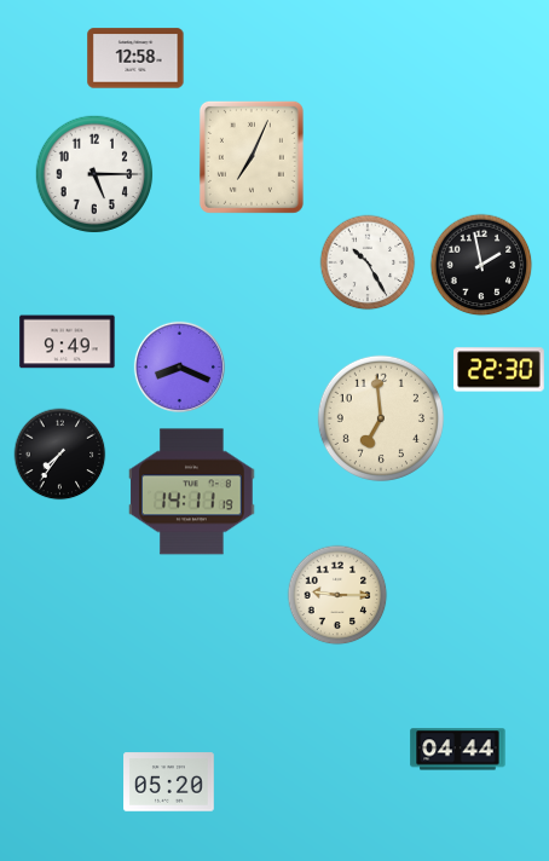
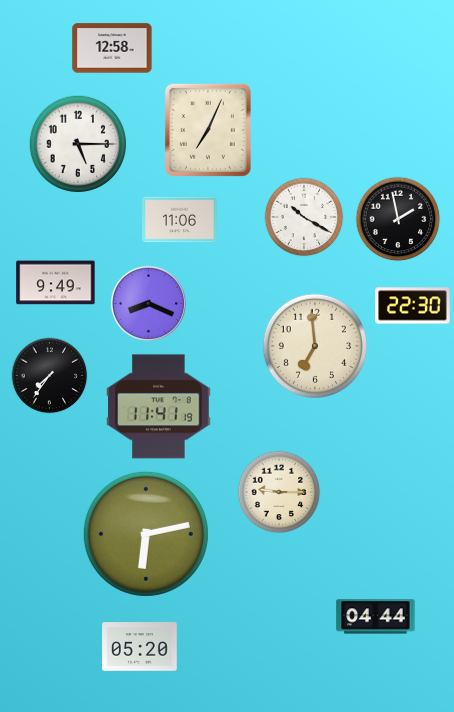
clock at (368, 262): 10:25 -> 10:20
clock at (180, 220): none -> 11:06
clock at (192, 492): 14:11 -> 11:41
clock at (146, 534): none -> 6:13
clock at (458, 750) position: (458, 750) -> (376, 617)
